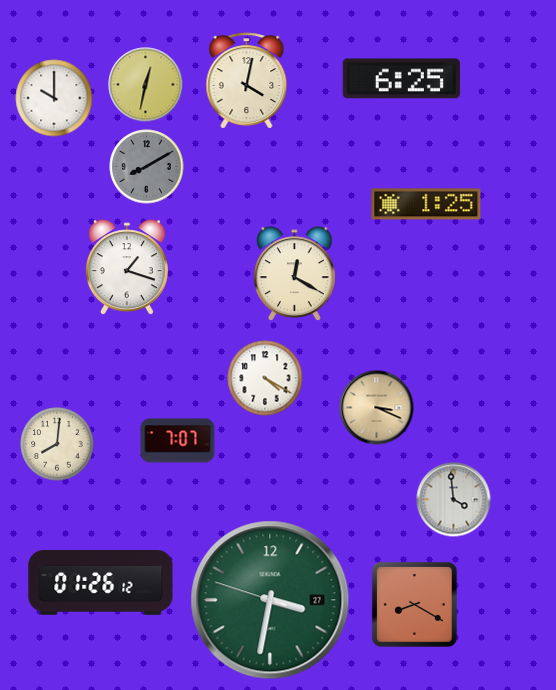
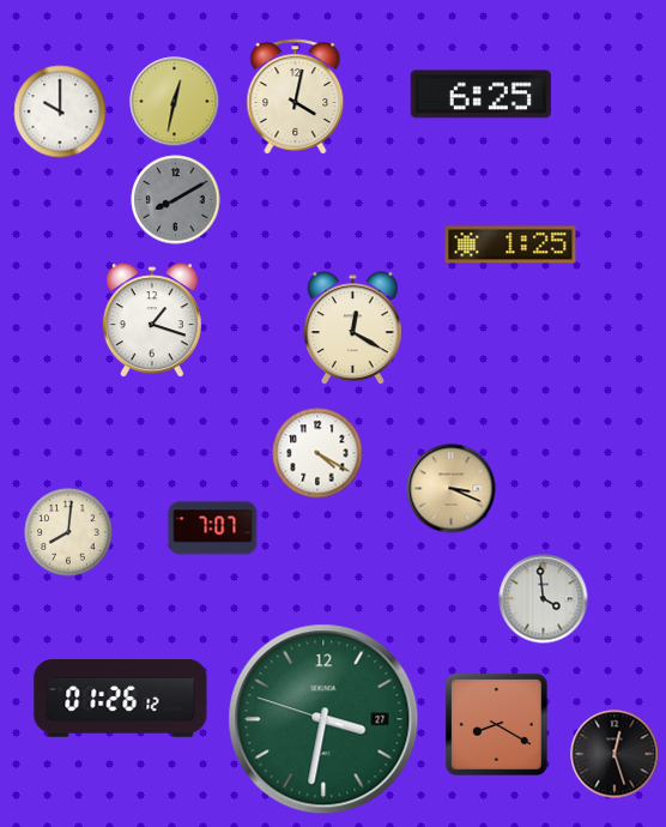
clock at (54, 98) position: (54, 98) -> (60, 111)
clock at (614, 754): none -> 12:27
